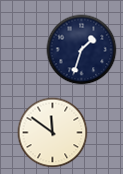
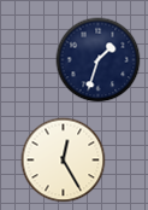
clock at (53, 133): 11:51 -> 12:25
